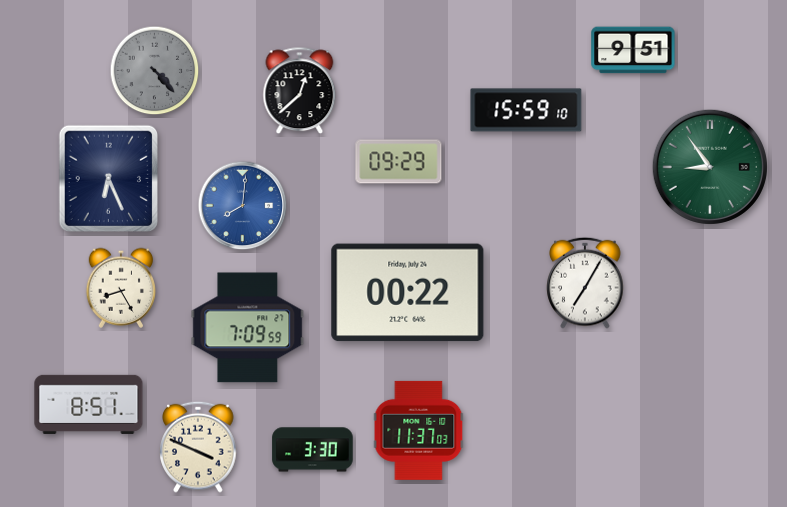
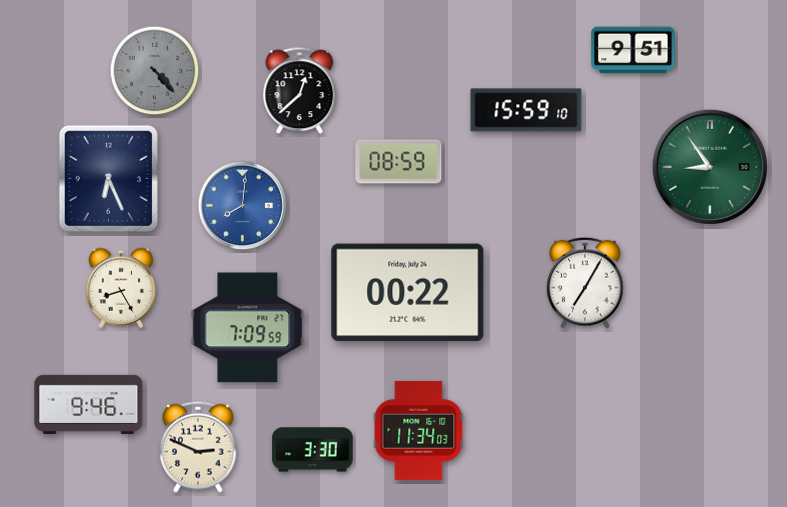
clock at (399, 162): 09:29 -> 08:59
clock at (89, 404): 8:51 -> 9:46
clock at (419, 430): 11:37 -> 11:34
clock at (198, 447): 3:49 -> 2:49
